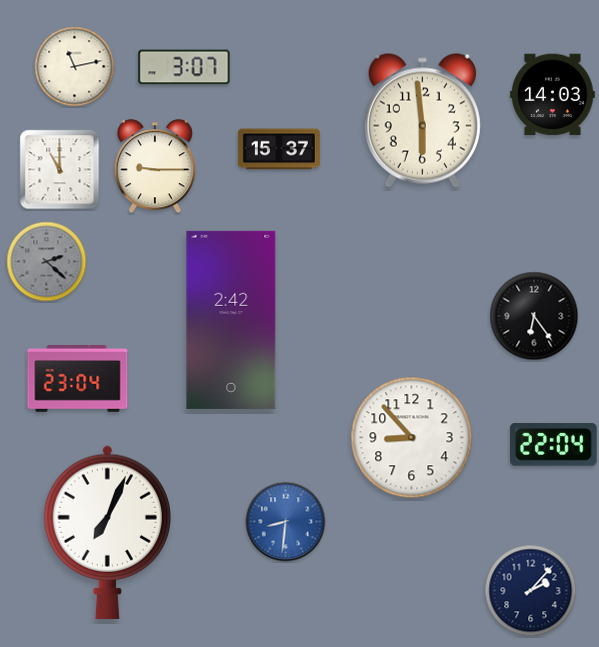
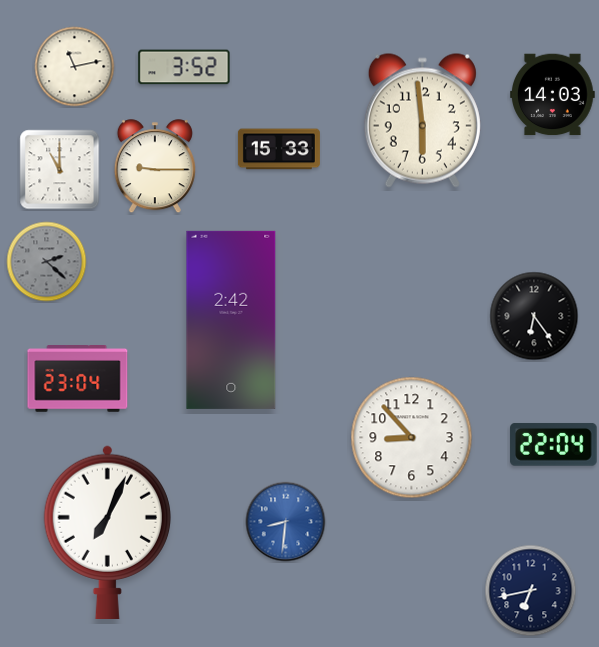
clock at (184, 67): 3:07 -> 3:52
clock at (279, 149): 15:37 -> 15:33
clock at (531, 591): 2:07 -> 6:43
